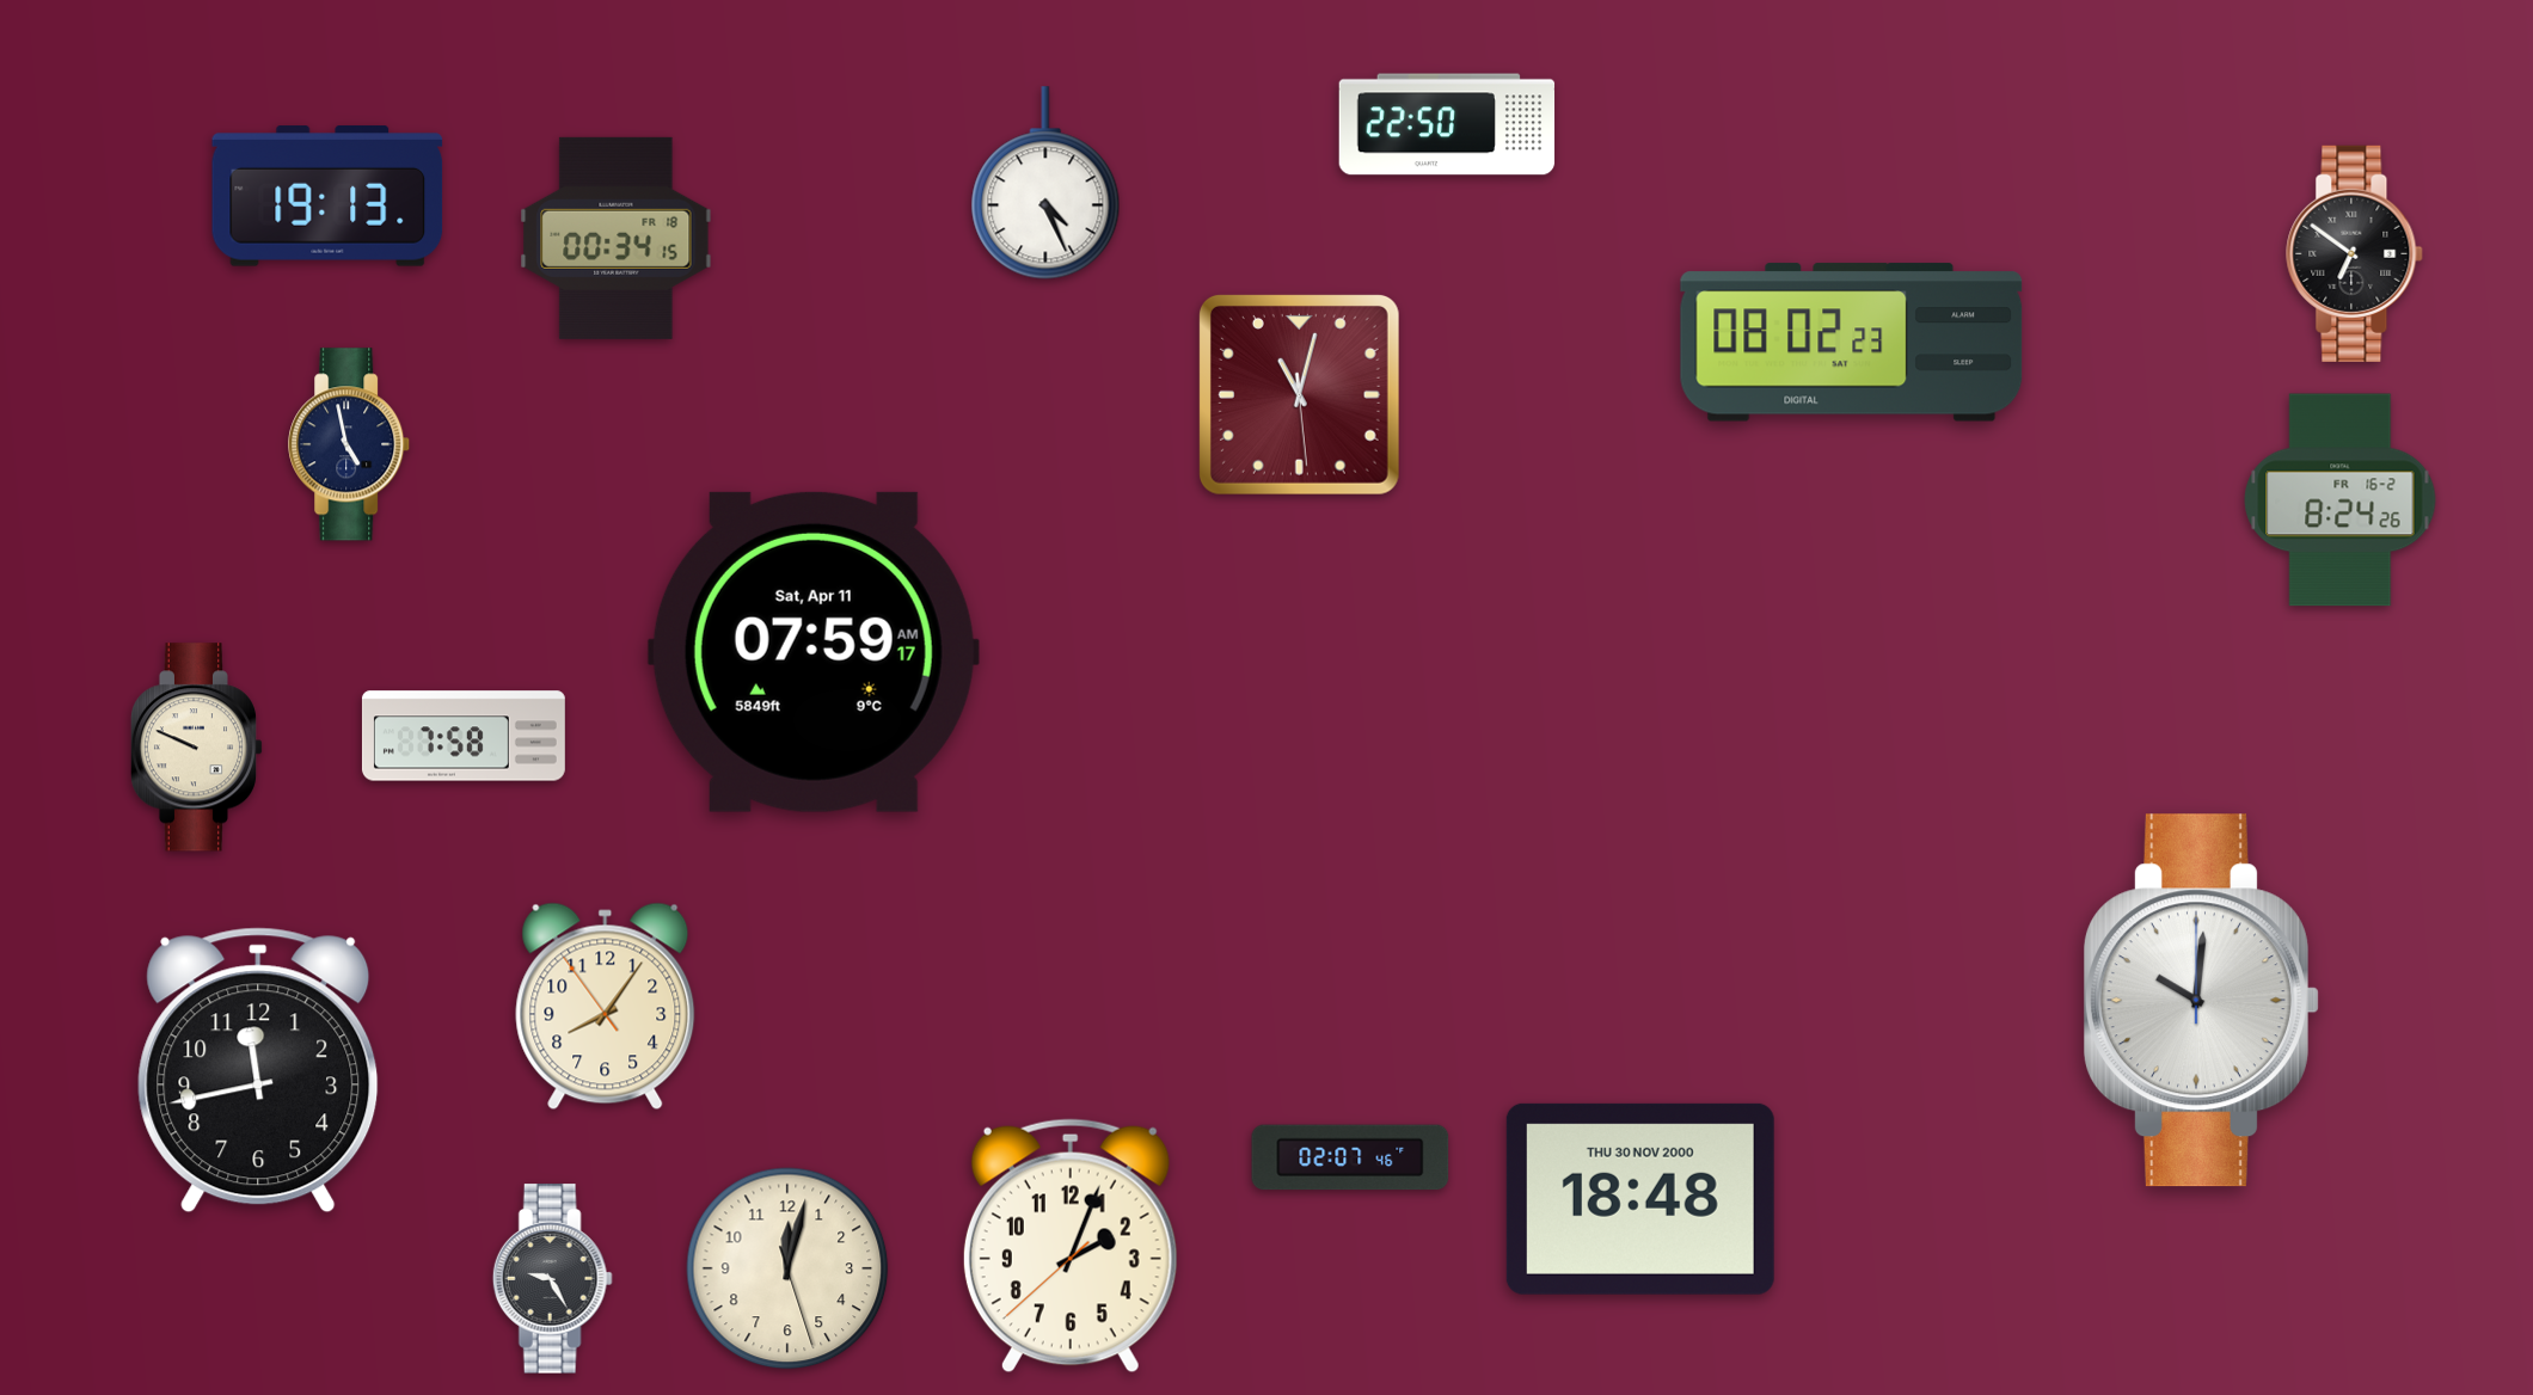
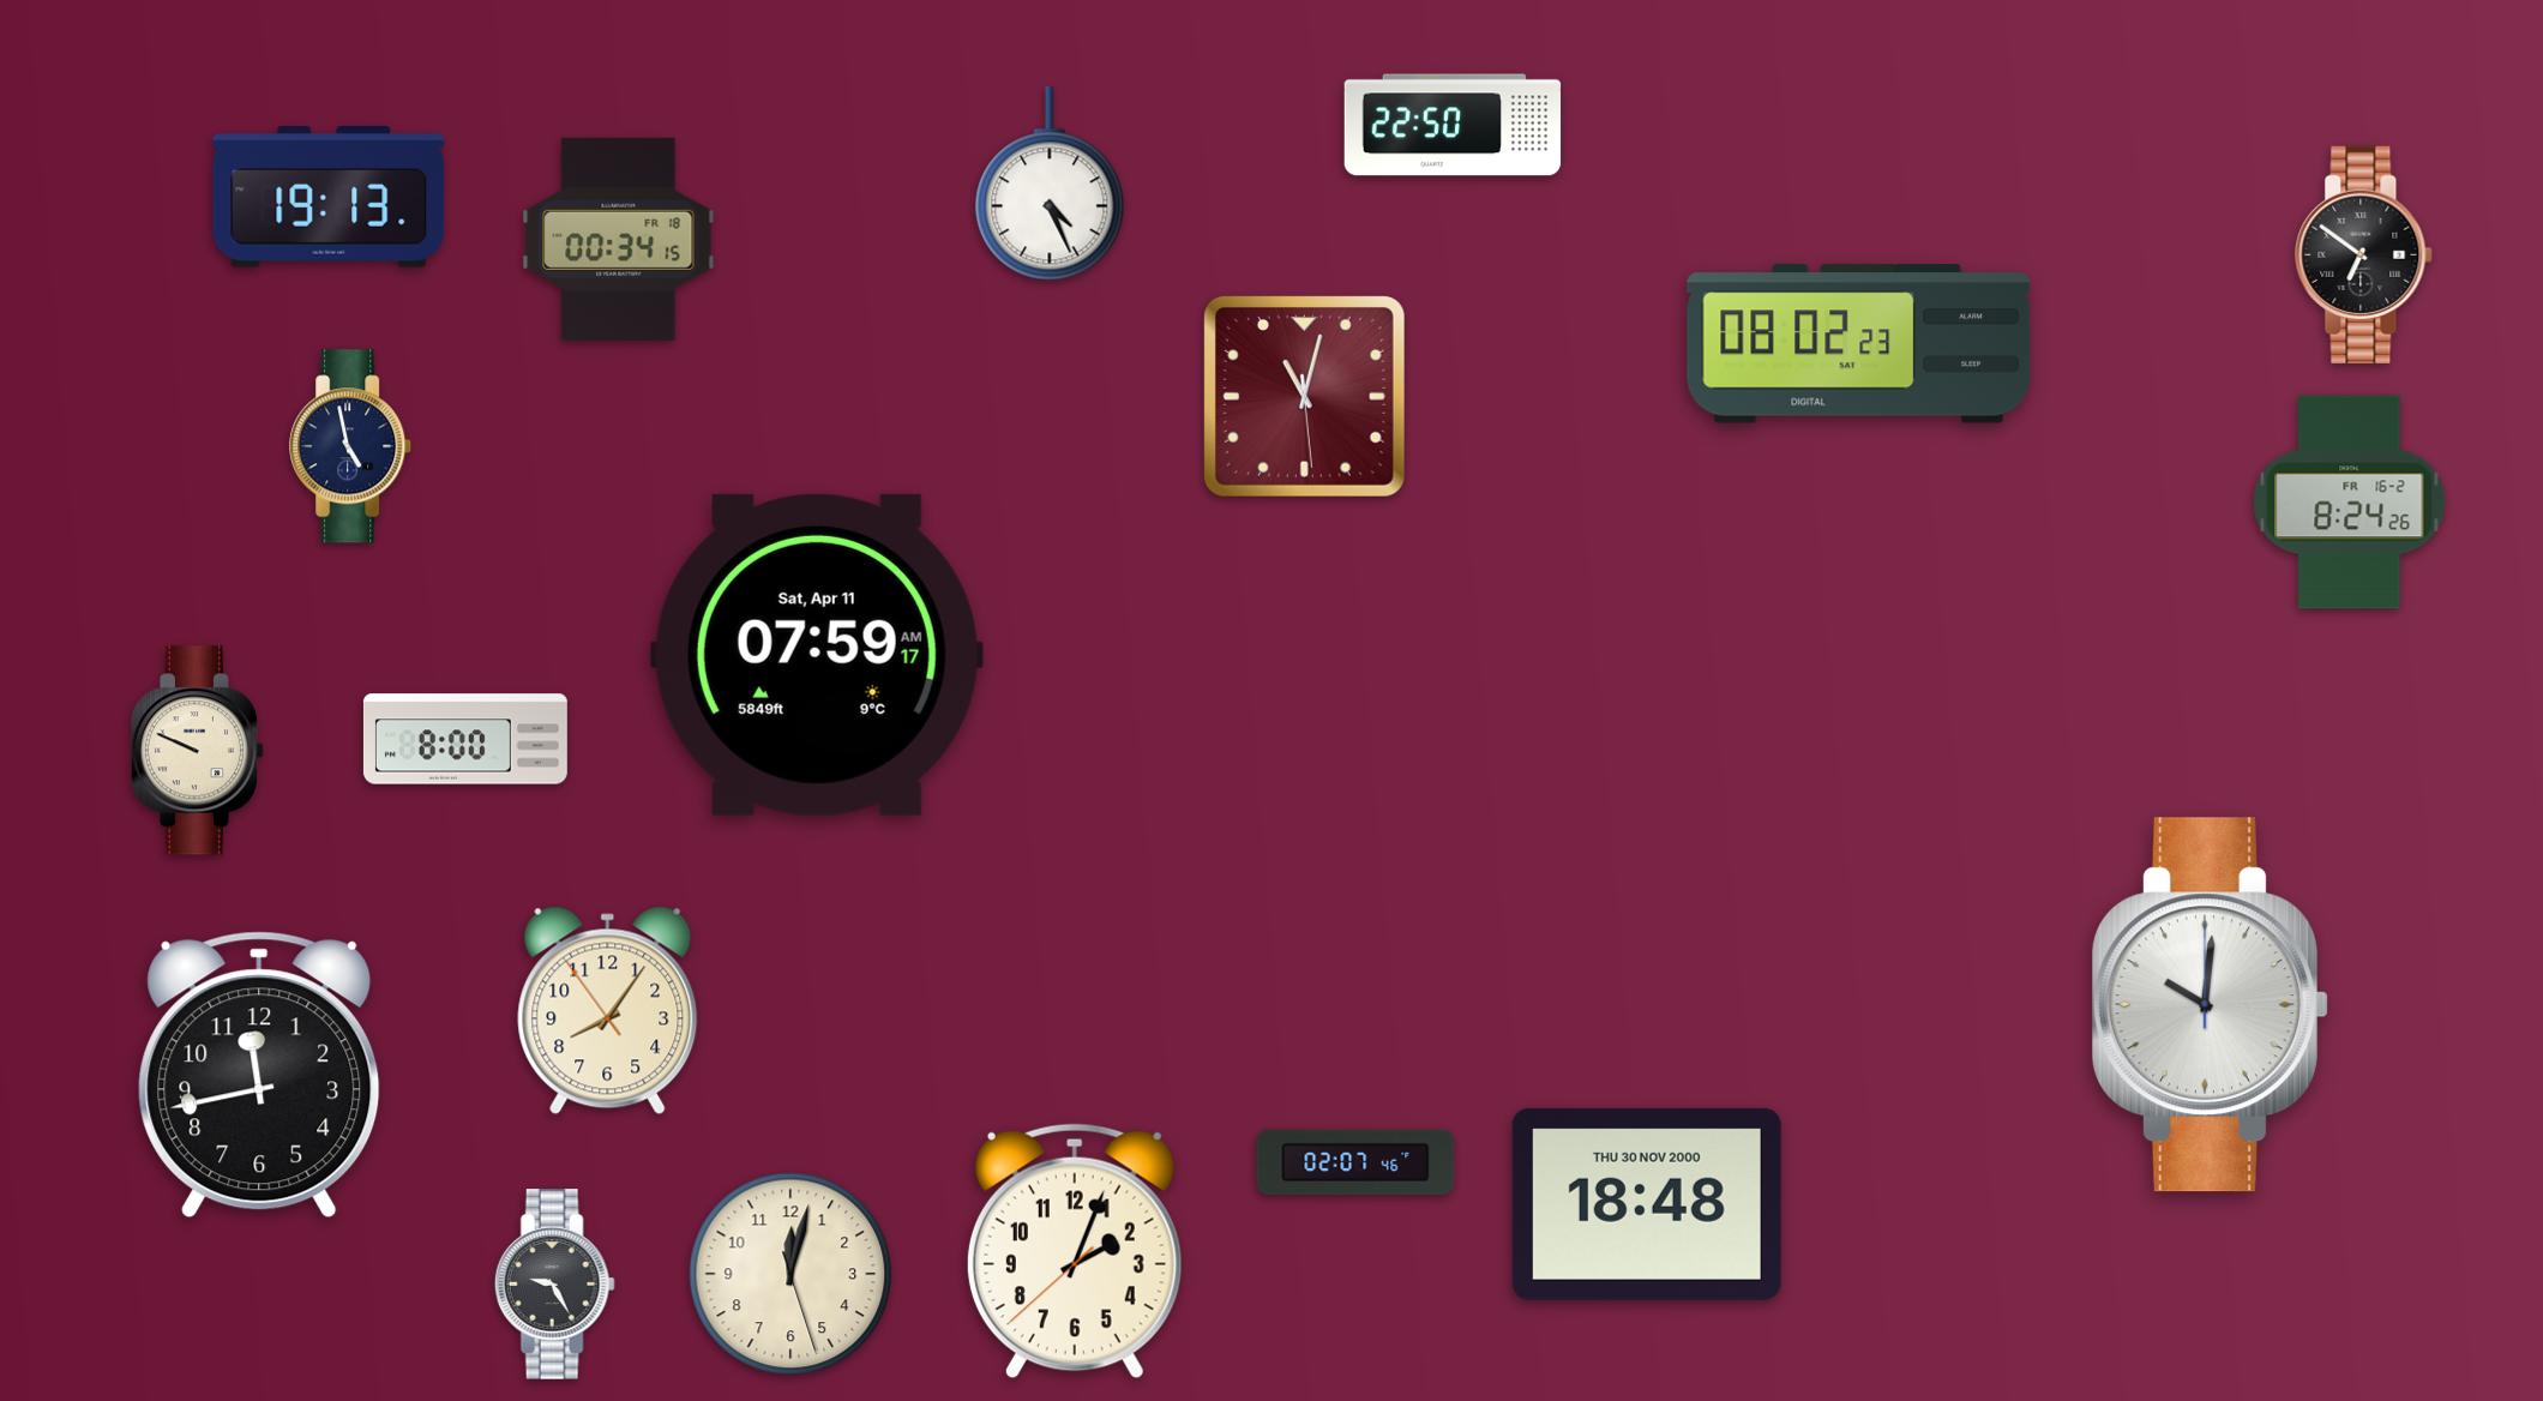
clock at (464, 736): 7:58 -> 8:00
